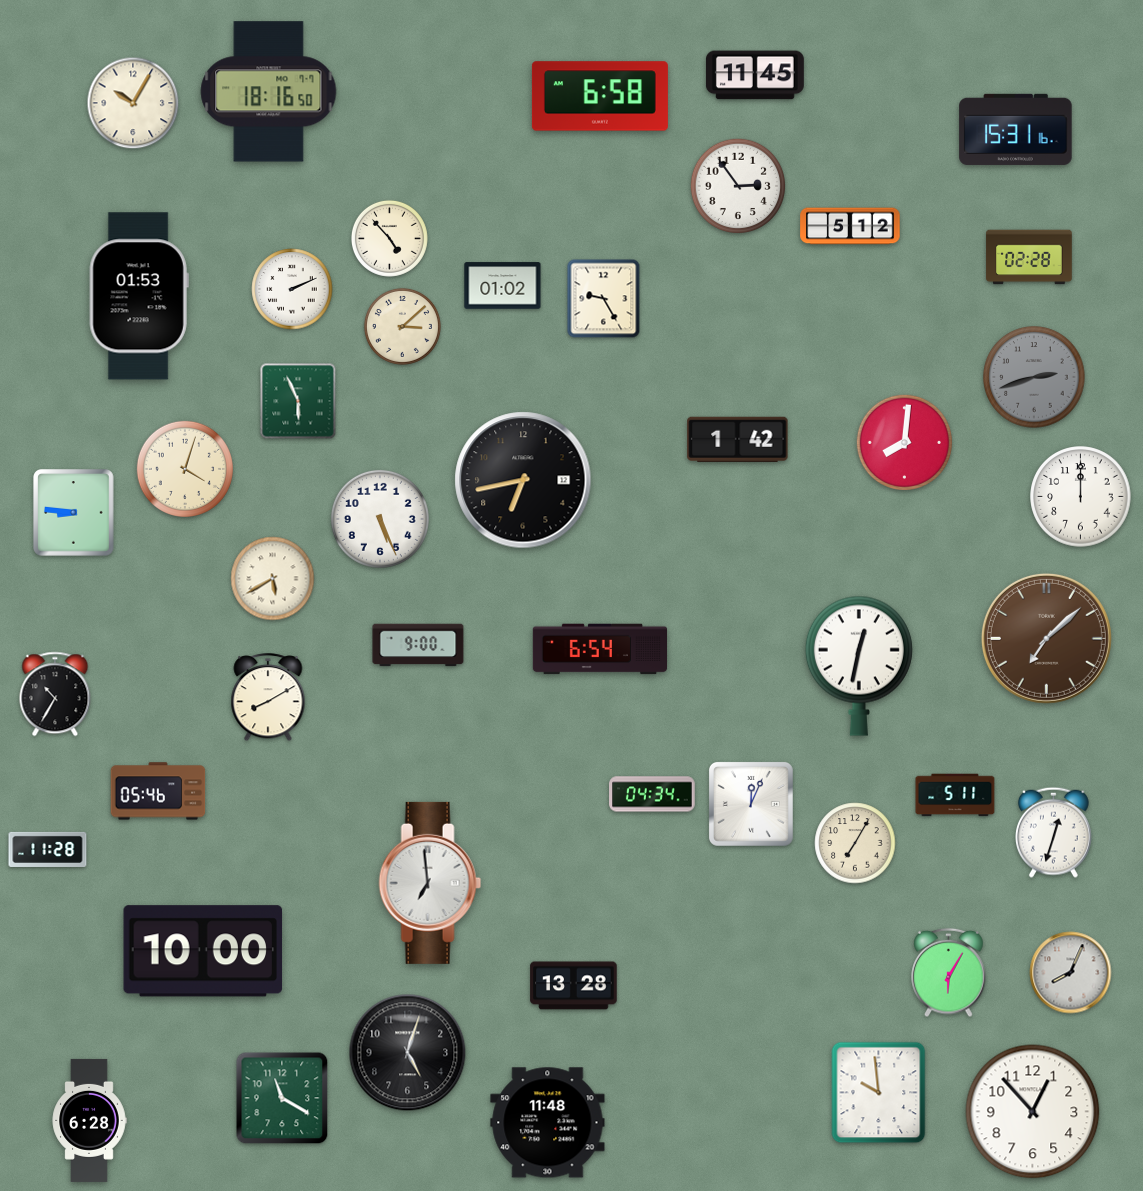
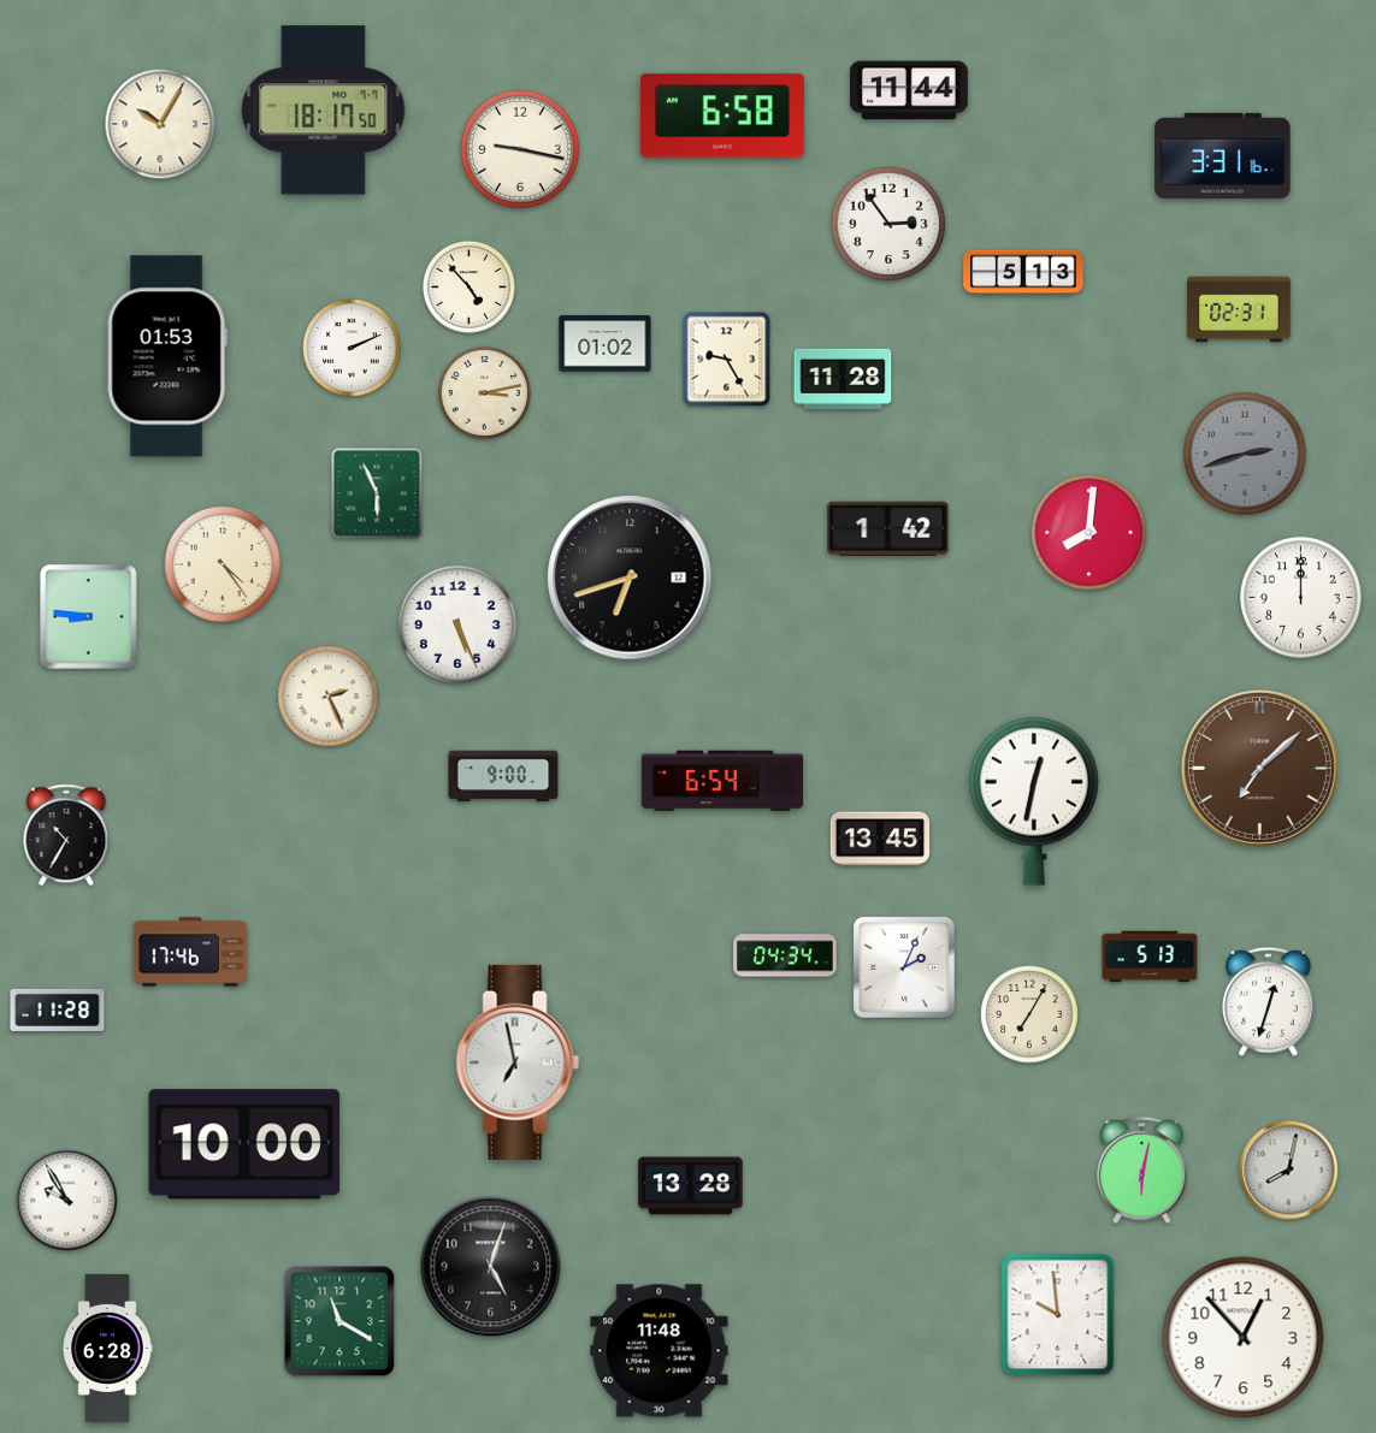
clock at (755, 75): 11:45 -> 11:44
clock at (269, 92): 18:16 -> 18:17
clock at (520, 149): none -> 9:17
clock at (1016, 129): 15:31 -> 3:31
clock at (850, 226): 5:12 -> 5:13
clock at (1029, 257): 02:28 -> 02:31
clock at (843, 379): none -> 11:28
clock at (402, 326): 3:08 -> 3:13
clock at (298, 401) position: (298, 401) -> (377, 493)
clock at (185, 469): 4:03 -> 4:24
clock at (523, 480): 6:43 -> 6:42
clock at (273, 579): 5:40 -> 2:26
clock at (880, 839): none -> 13:45
clock at (268, 698): 8:10 -> none
clock at (158, 791): 05:46 -> 17:46
clock at (955, 795): 5:11 -> 5:13
clock at (751, 804): 12:04 -> 2:04
clock at (48, 849) position: (48, 849) -> (58, 1009)
clock at (430, 883): 6:59 -> 6:58
clock at (949, 973): 6:05 -> 6:02
clock at (1071, 973): 8:04 -> 8:02
clock at (67, 1201): none -> 9:55
